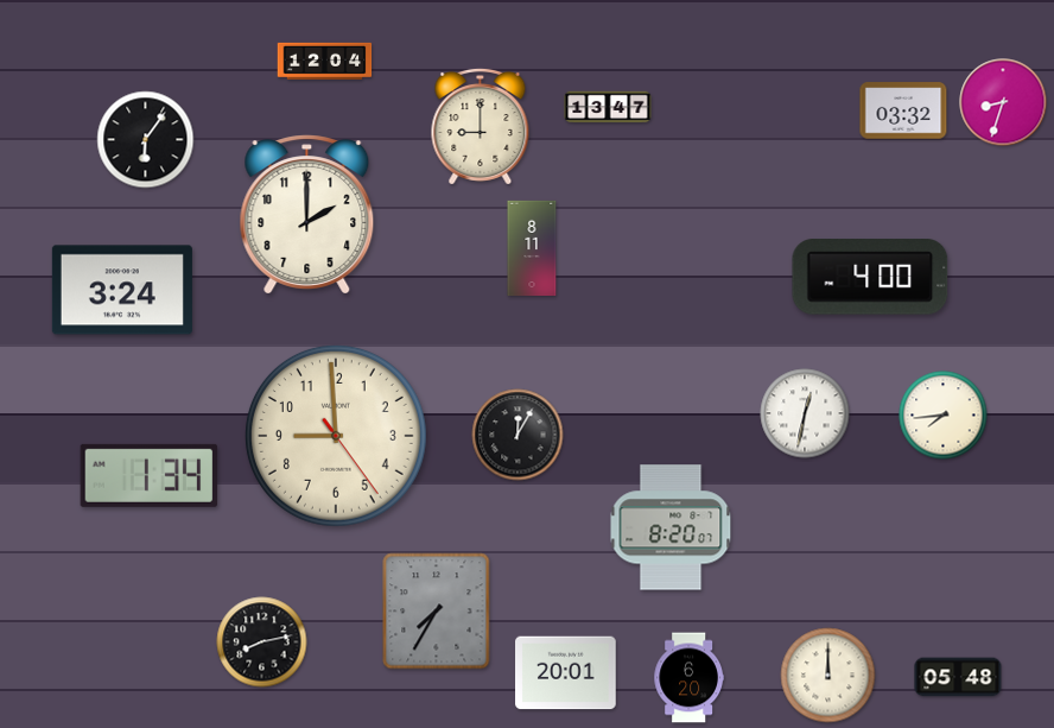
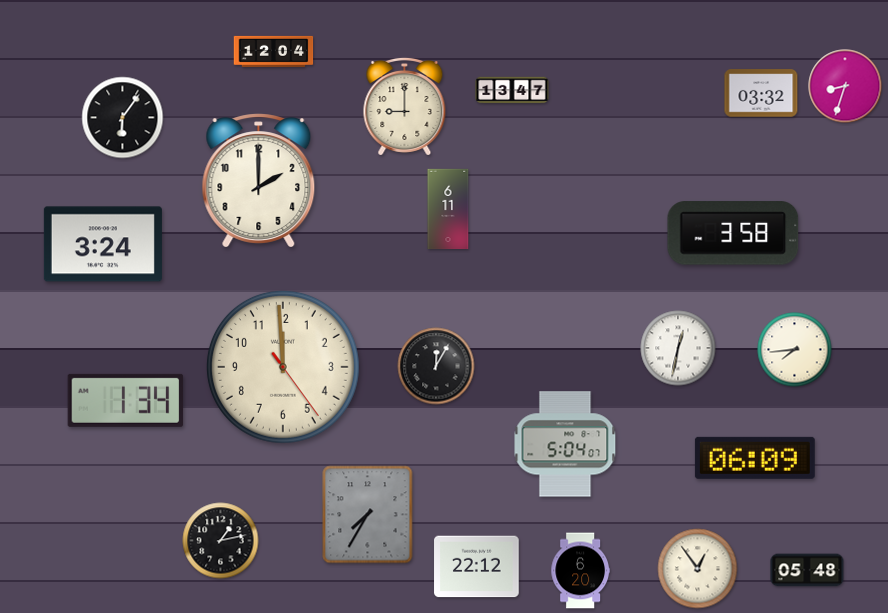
clock at (532, 248): 8:11 -> 6:11
clock at (870, 277): 4:00 -> 3:58
clock at (336, 436): 8:59 -> 11:59
clock at (671, 527): 8:20 -> 5:04
clock at (755, 458): none -> 06:09
clock at (262, 642): 8:13 -> 1:13
clock at (566, 673): 20:01 -> 22:12
clock at (828, 676): 12:00 -> 12:54
